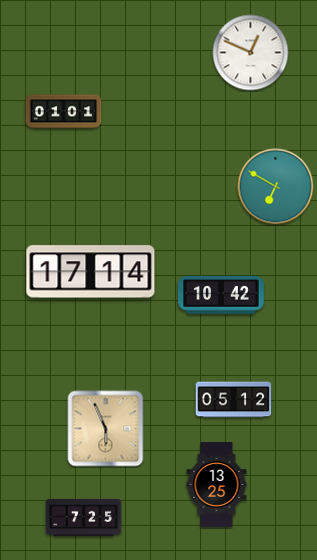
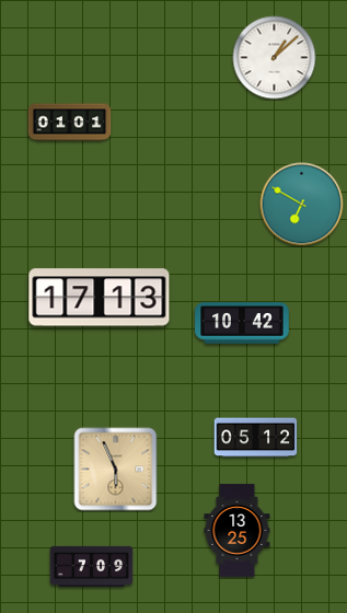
clock at (251, 53): 12:49 -> 1:08
clock at (91, 272): 17:14 -> 17:13
clock at (84, 517): 7:25 -> 7:09
